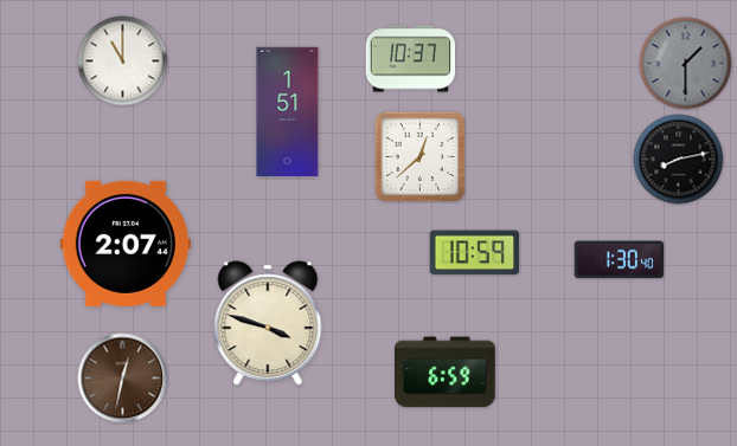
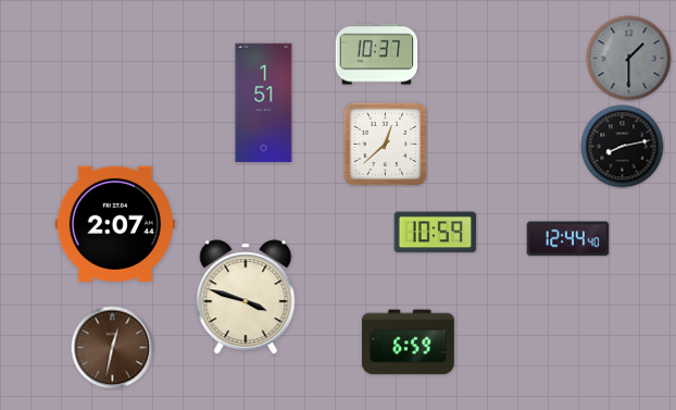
clock at (123, 62): 11:00 -> none
clock at (620, 260): 1:30 -> 12:44
